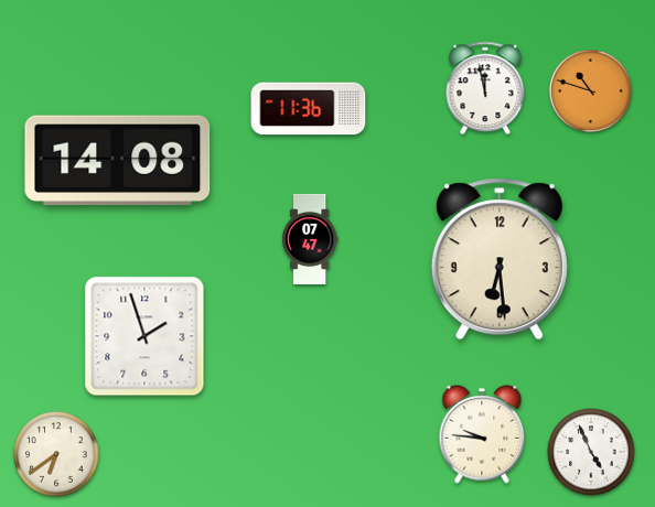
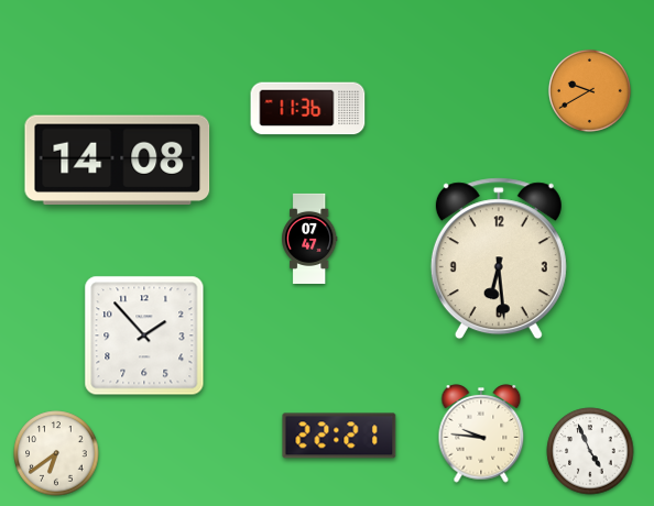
clock at (485, 88): 11:58 -> none
clock at (590, 90): 10:48 -> 9:40
clock at (144, 336): 1:57 -> 1:53
clock at (339, 436): none -> 22:21
